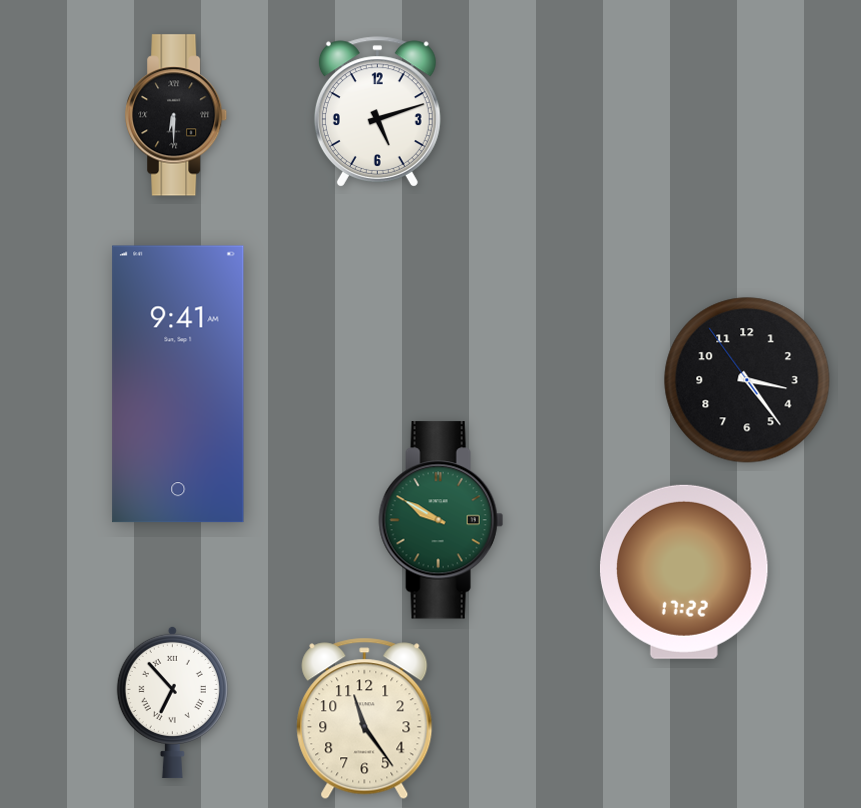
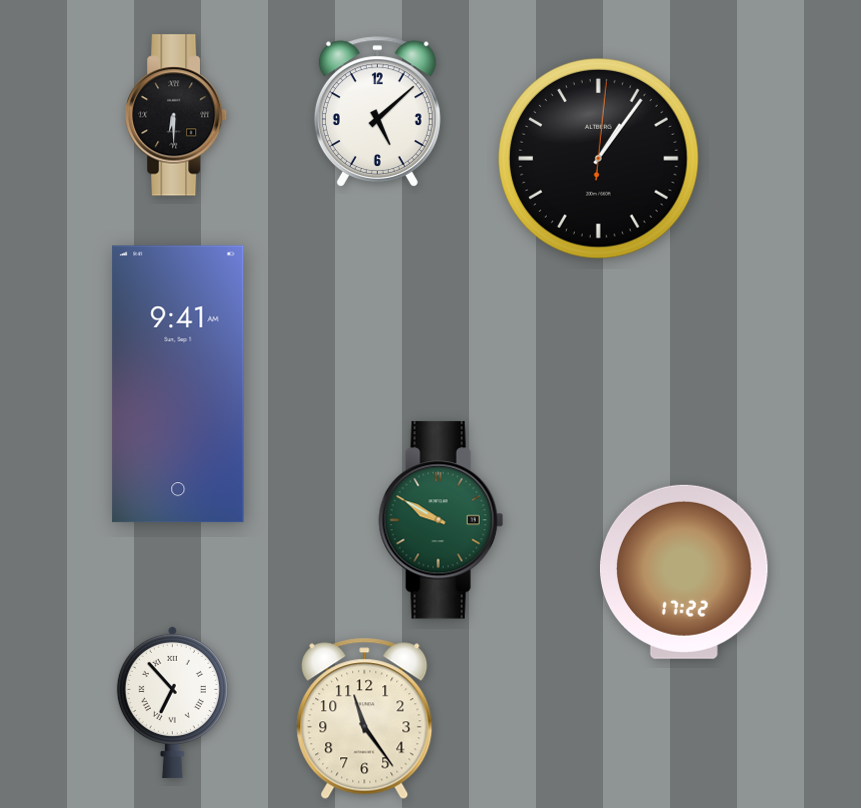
clock at (377, 112): 5:12 -> 5:08
clock at (599, 159): none -> 1:06
clock at (747, 380): 3:23 -> none
